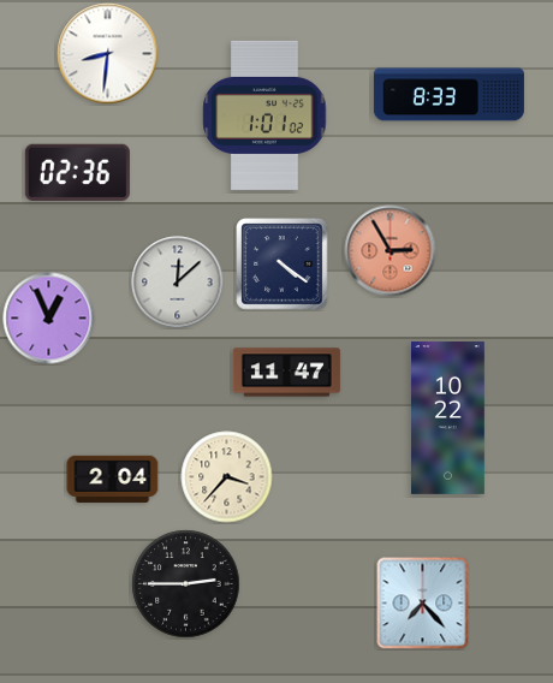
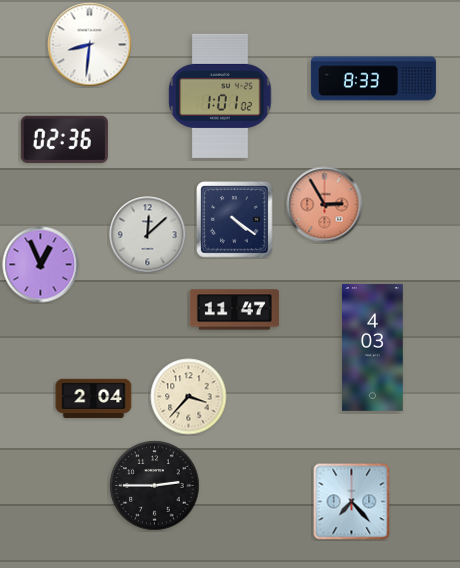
clock at (77, 172) position: (77, 172) -> (64, 139)
clock at (391, 251) position: (391, 251) -> (325, 205)
clock at (286, 373) position: (286, 373) -> (234, 310)
clock at (448, 417): 10:22 -> 4:03
